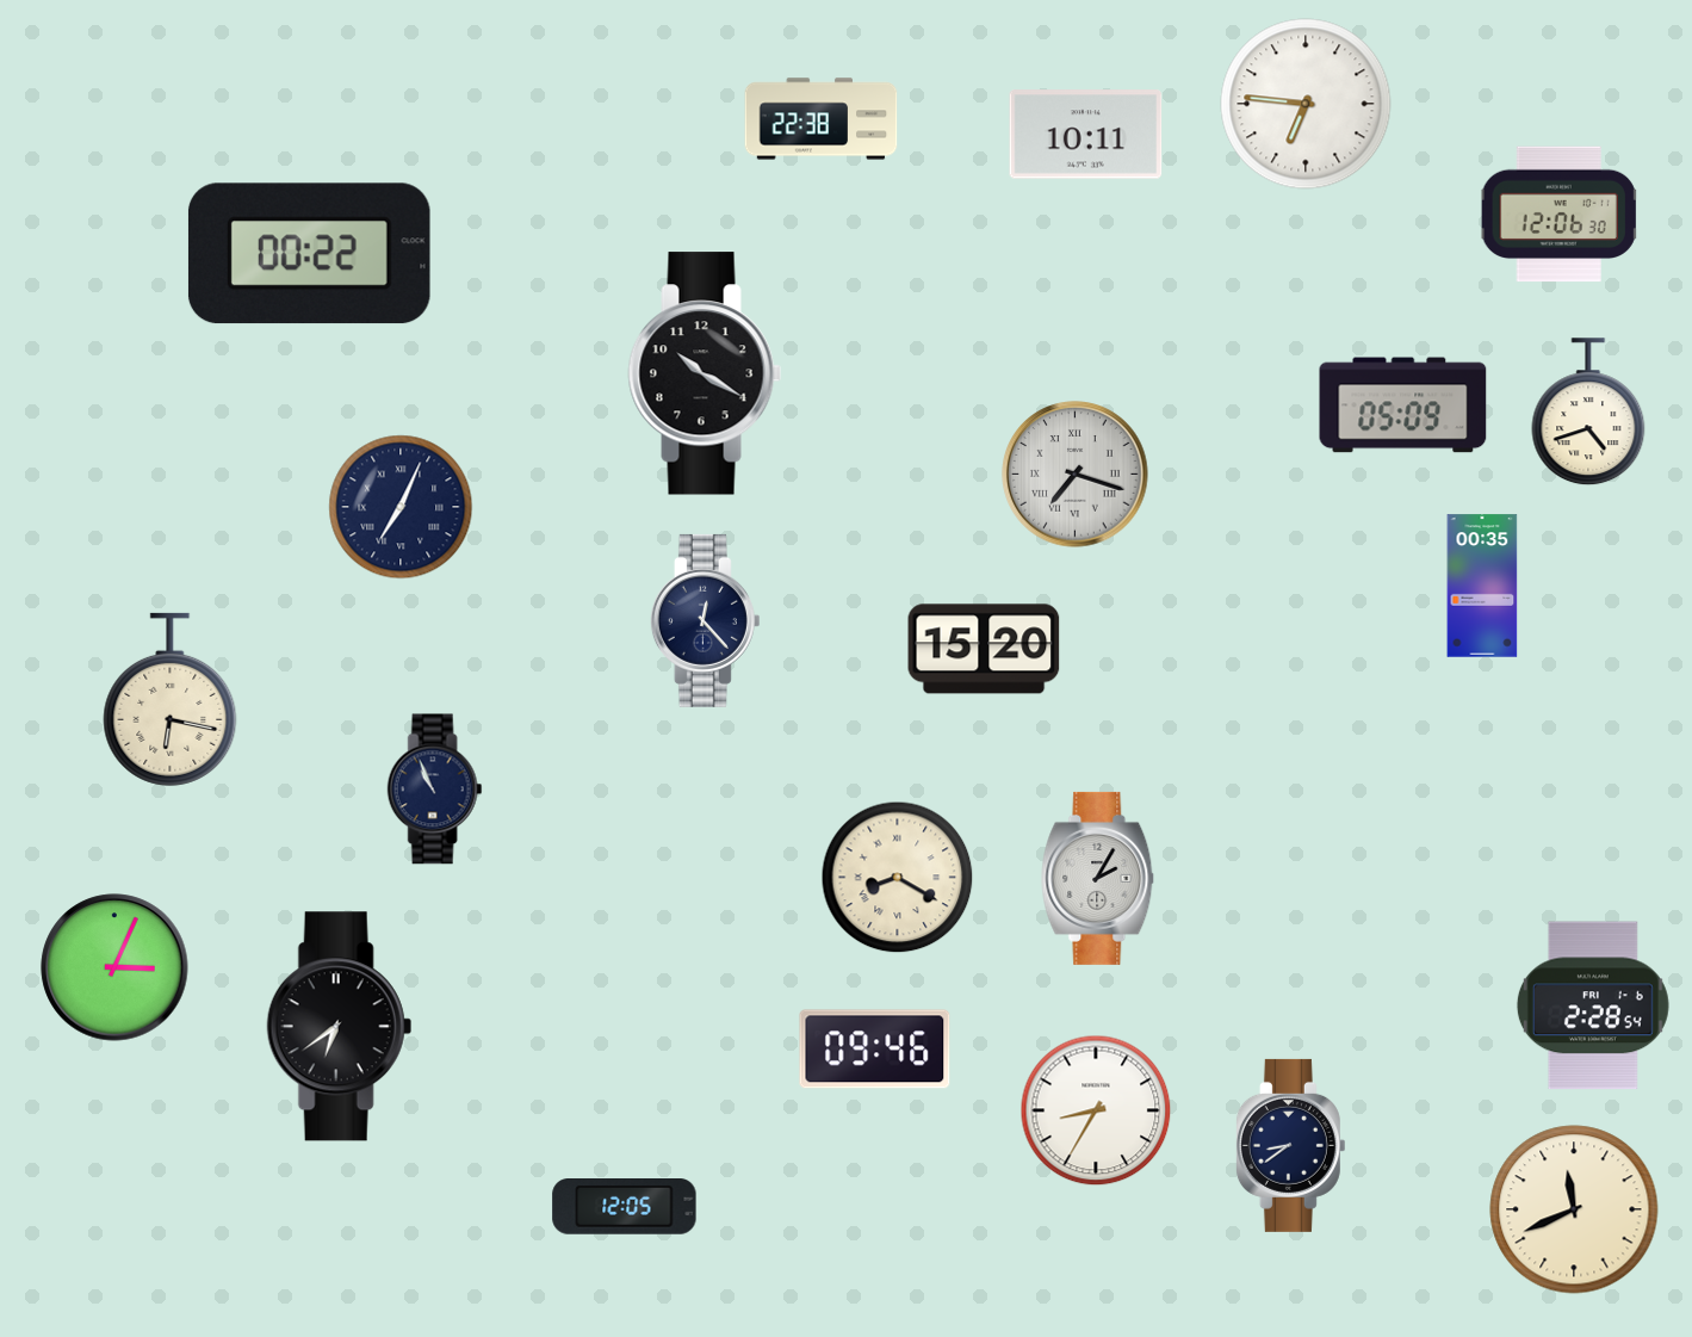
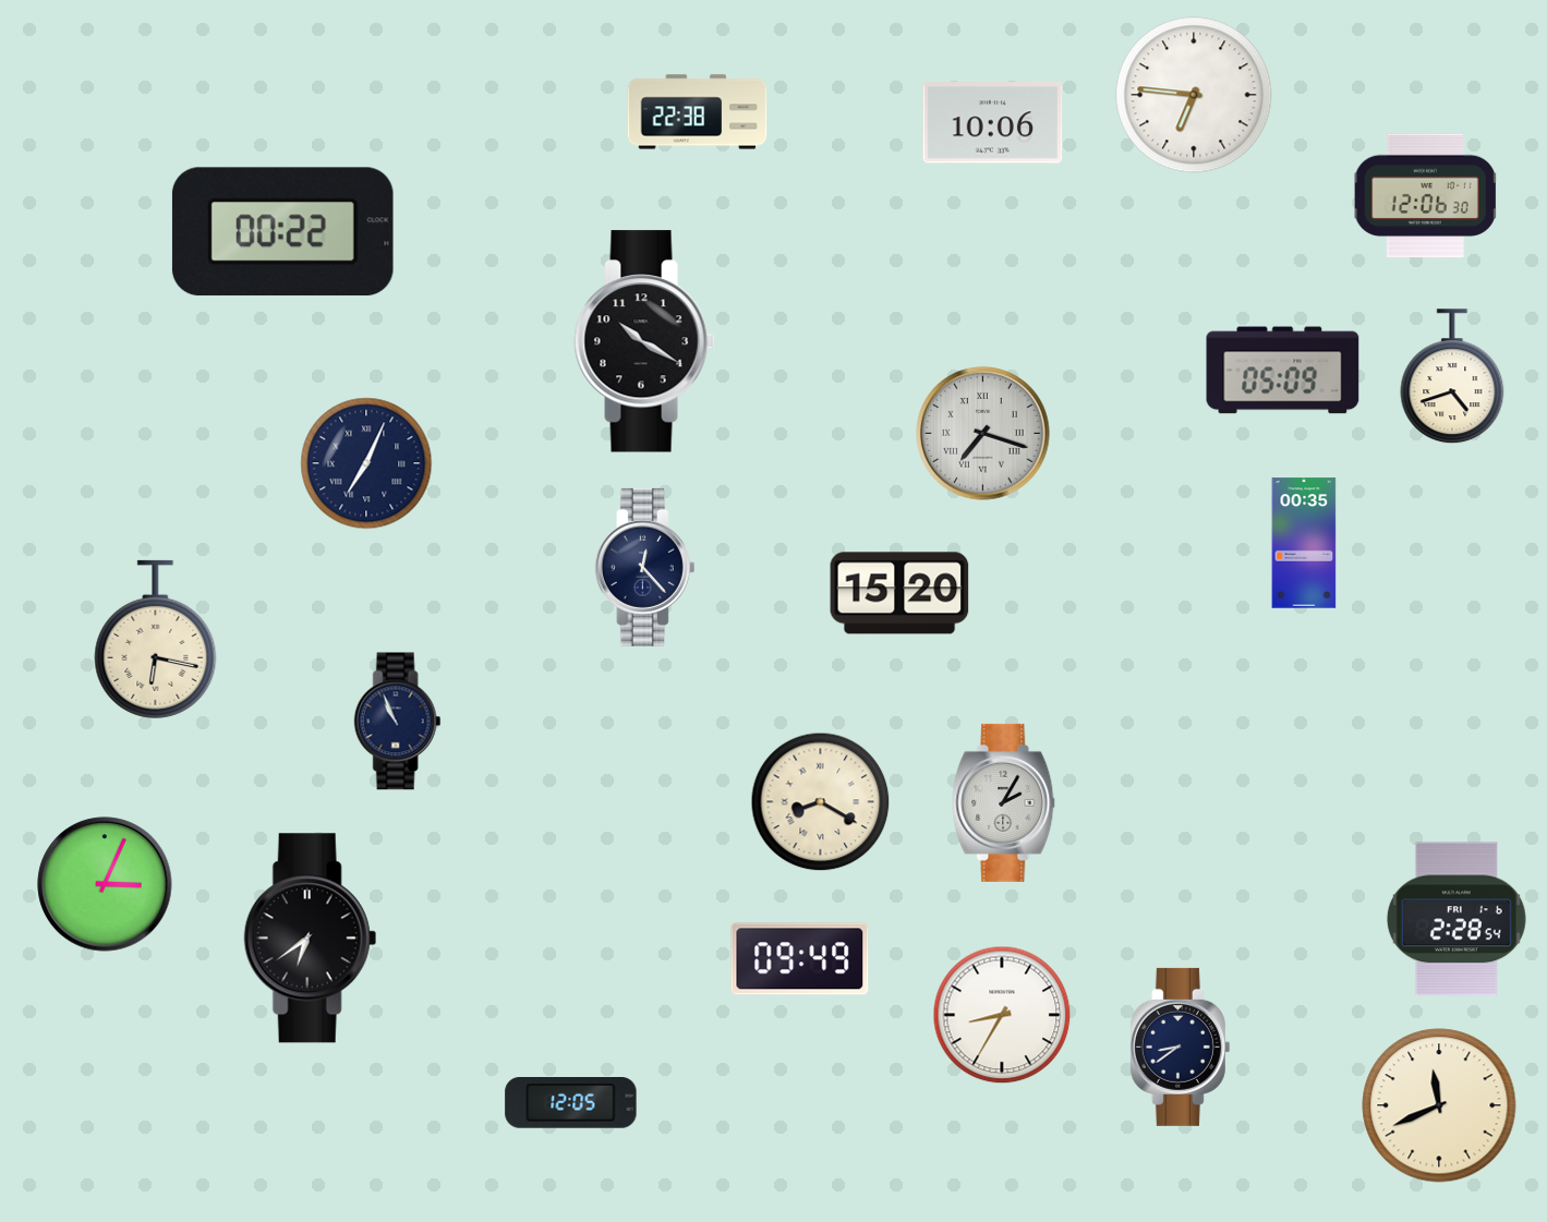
clock at (822, 119) position: (822, 119) -> (698, 112)
clock at (1086, 135): 10:11 -> 10:06
clock at (1482, 586) position: (1482, 586) -> (1304, 543)
clock at (875, 1050): 09:46 -> 09:49
